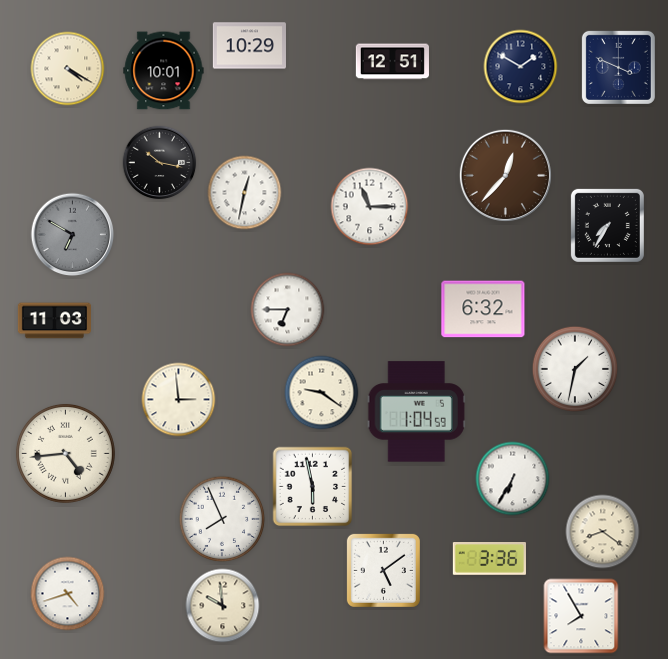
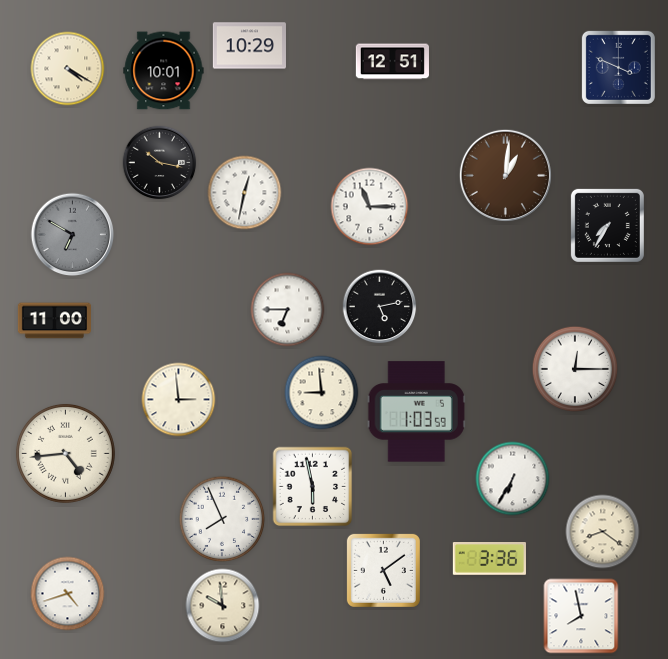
clock at (521, 67): 1:50 -> none
clock at (505, 175): 12:37 -> 1:01
clock at (380, 307): none -> 5:13
clock at (483, 309): 6:32 -> none
clock at (54, 321): 11:03 -> 11:00
clock at (575, 369): 1:32 -> 12:15
clock at (322, 393): 9:21 -> 8:59
clock at (416, 412): 1:04 -> 1:03
clock at (581, 616): 7:55 -> 7:58
